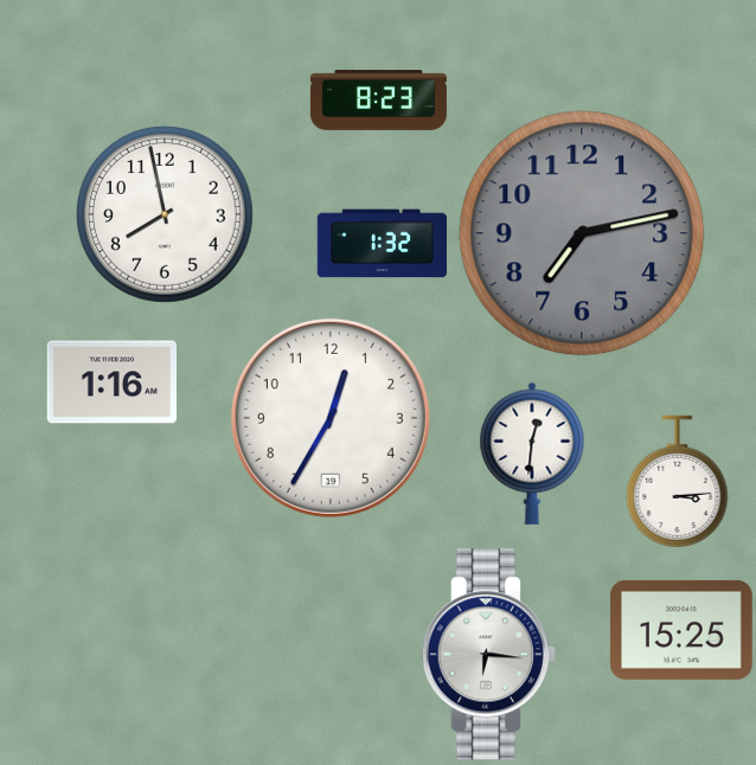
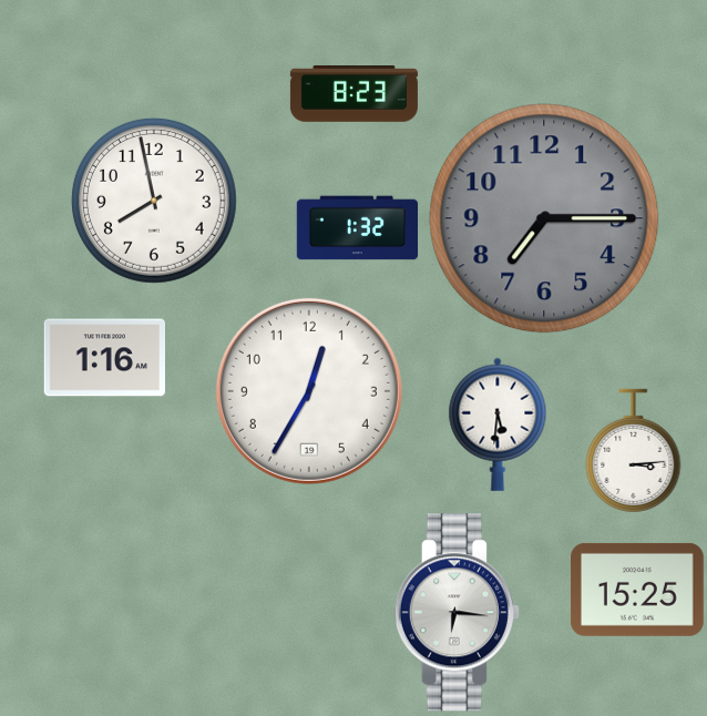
clock at (582, 233): 7:13 -> 7:15
clock at (532, 454): 12:31 -> 5:31
